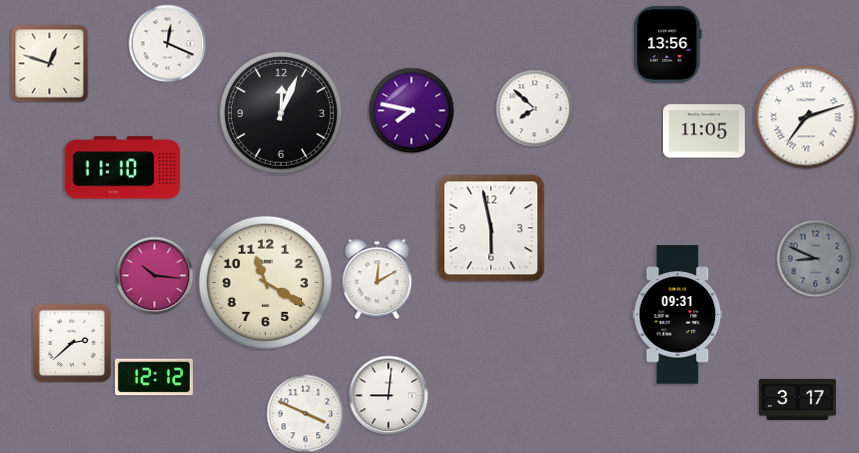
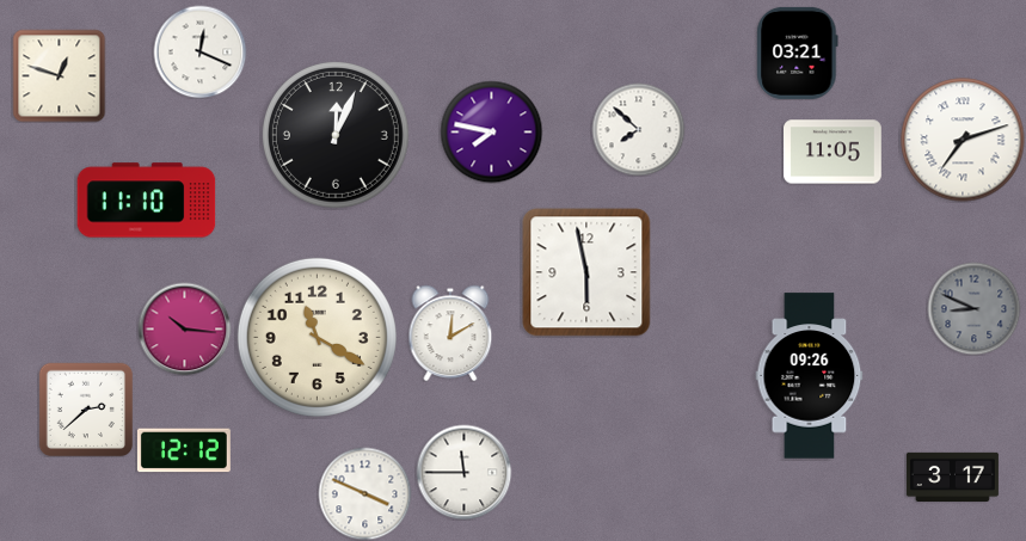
clock at (668, 44): 13:56 -> 03:21
clock at (704, 131) position: (704, 131) -> (833, 152)
clock at (678, 315): 09:31 -> 09:26
clock at (388, 395): 9:01 -> 11:45
